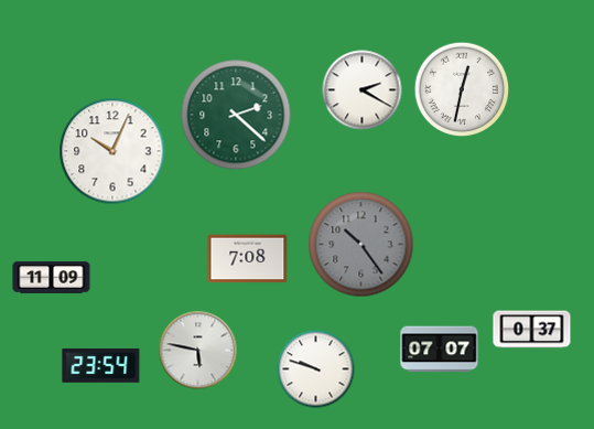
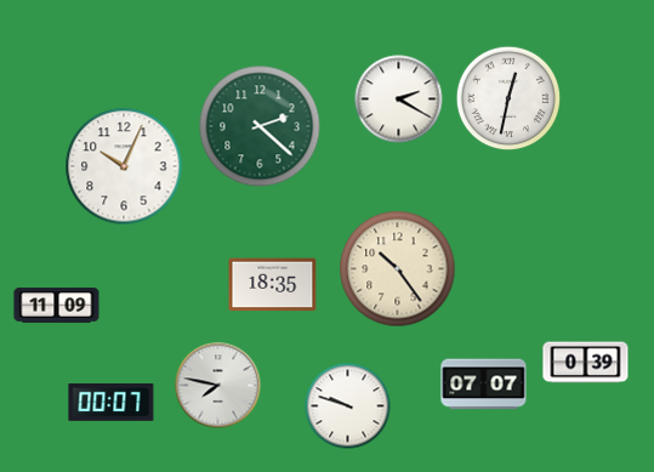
clock at (361, 245) dial: grey -> cream
clock at (248, 259): 7:08 -> 18:35
clock at (532, 330): 0:37 -> 0:39
clock at (198, 351): 5:47 -> 7:47
clock at (101, 365): 23:54 -> 00:07
